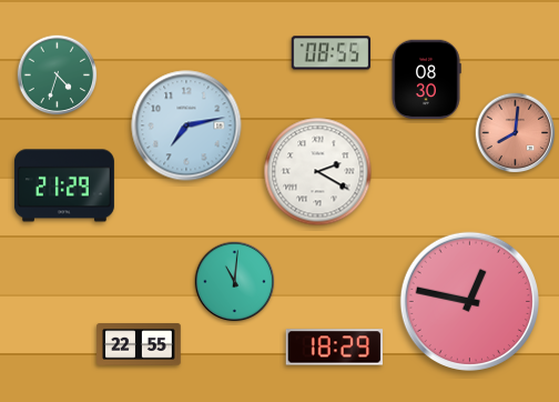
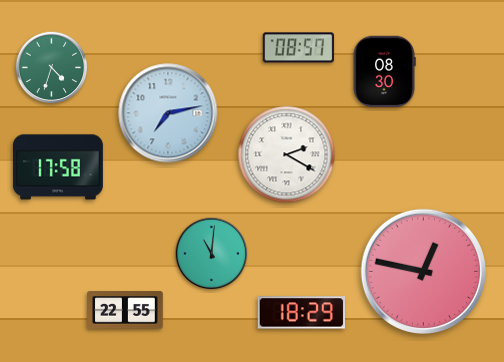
clock at (332, 53): 08:55 -> 08:57
clock at (516, 133): 8:01 -> none
clock at (64, 185): 21:29 -> 17:58
